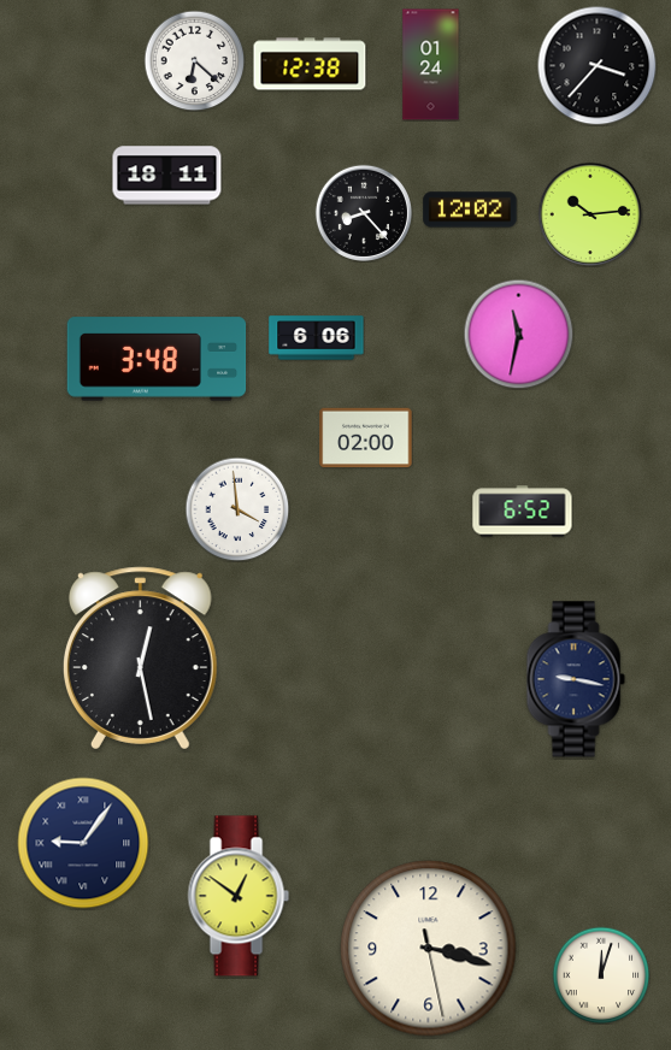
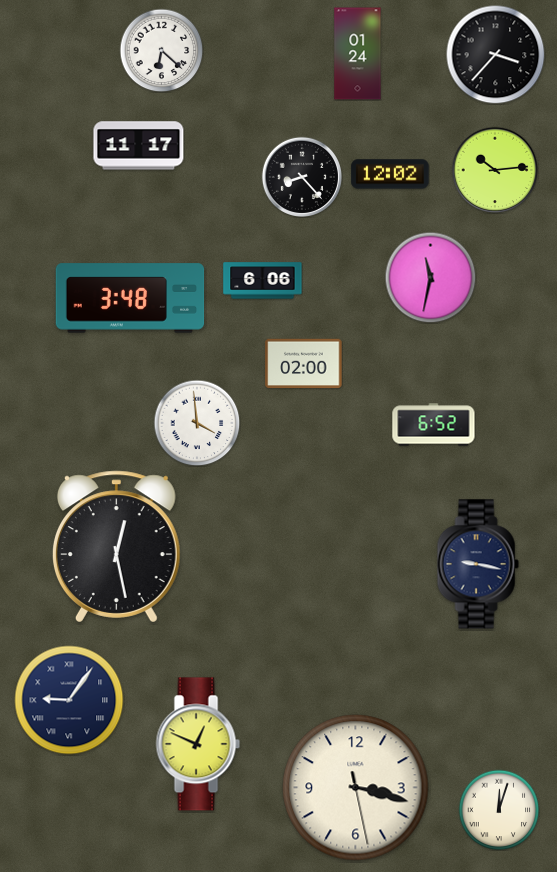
clock at (310, 64): 12:38 -> none
clock at (167, 176): 18:11 -> 11:17
clock at (590, 214) position: (590, 214) -> (495, 170)
clock at (239, 896): 12:51 -> 12:49
